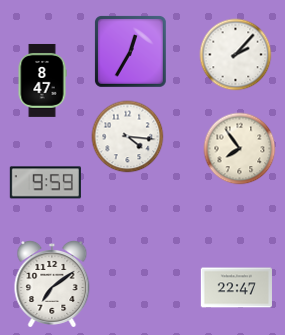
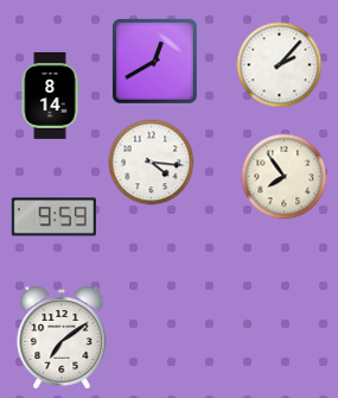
clock at (130, 51): 12:35 -> 12:40
clock at (42, 80): 8:47 -> 8:14
clock at (236, 288): 22:47 -> none
